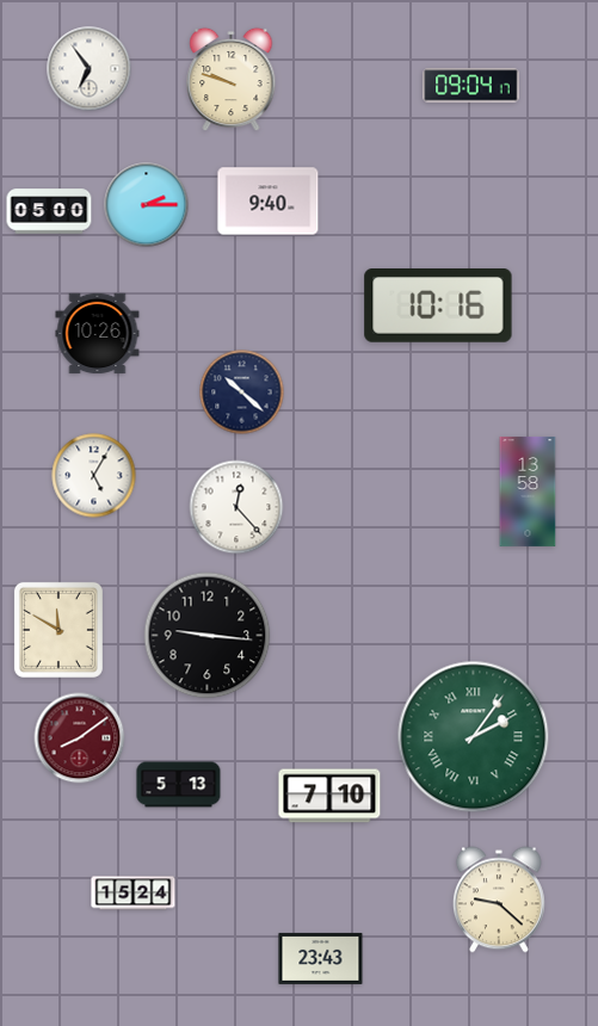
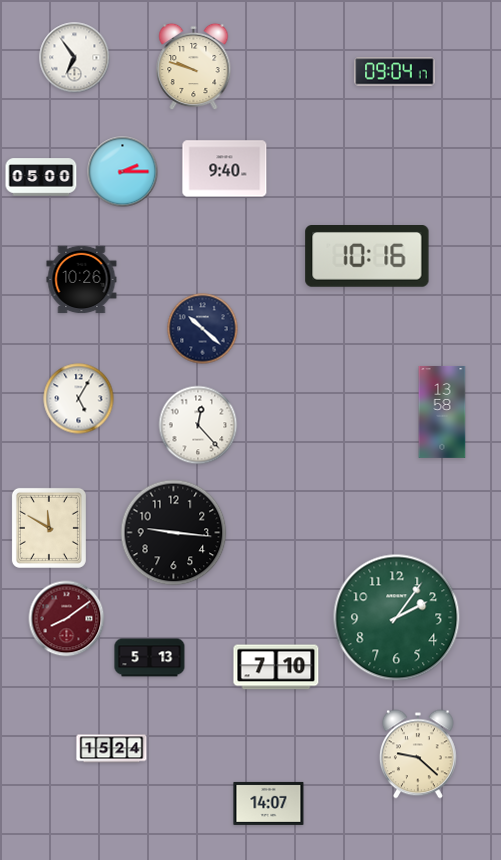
clock at (474, 737) numerals: Roman -> Arabic
clock at (321, 958): 23:43 -> 14:07
